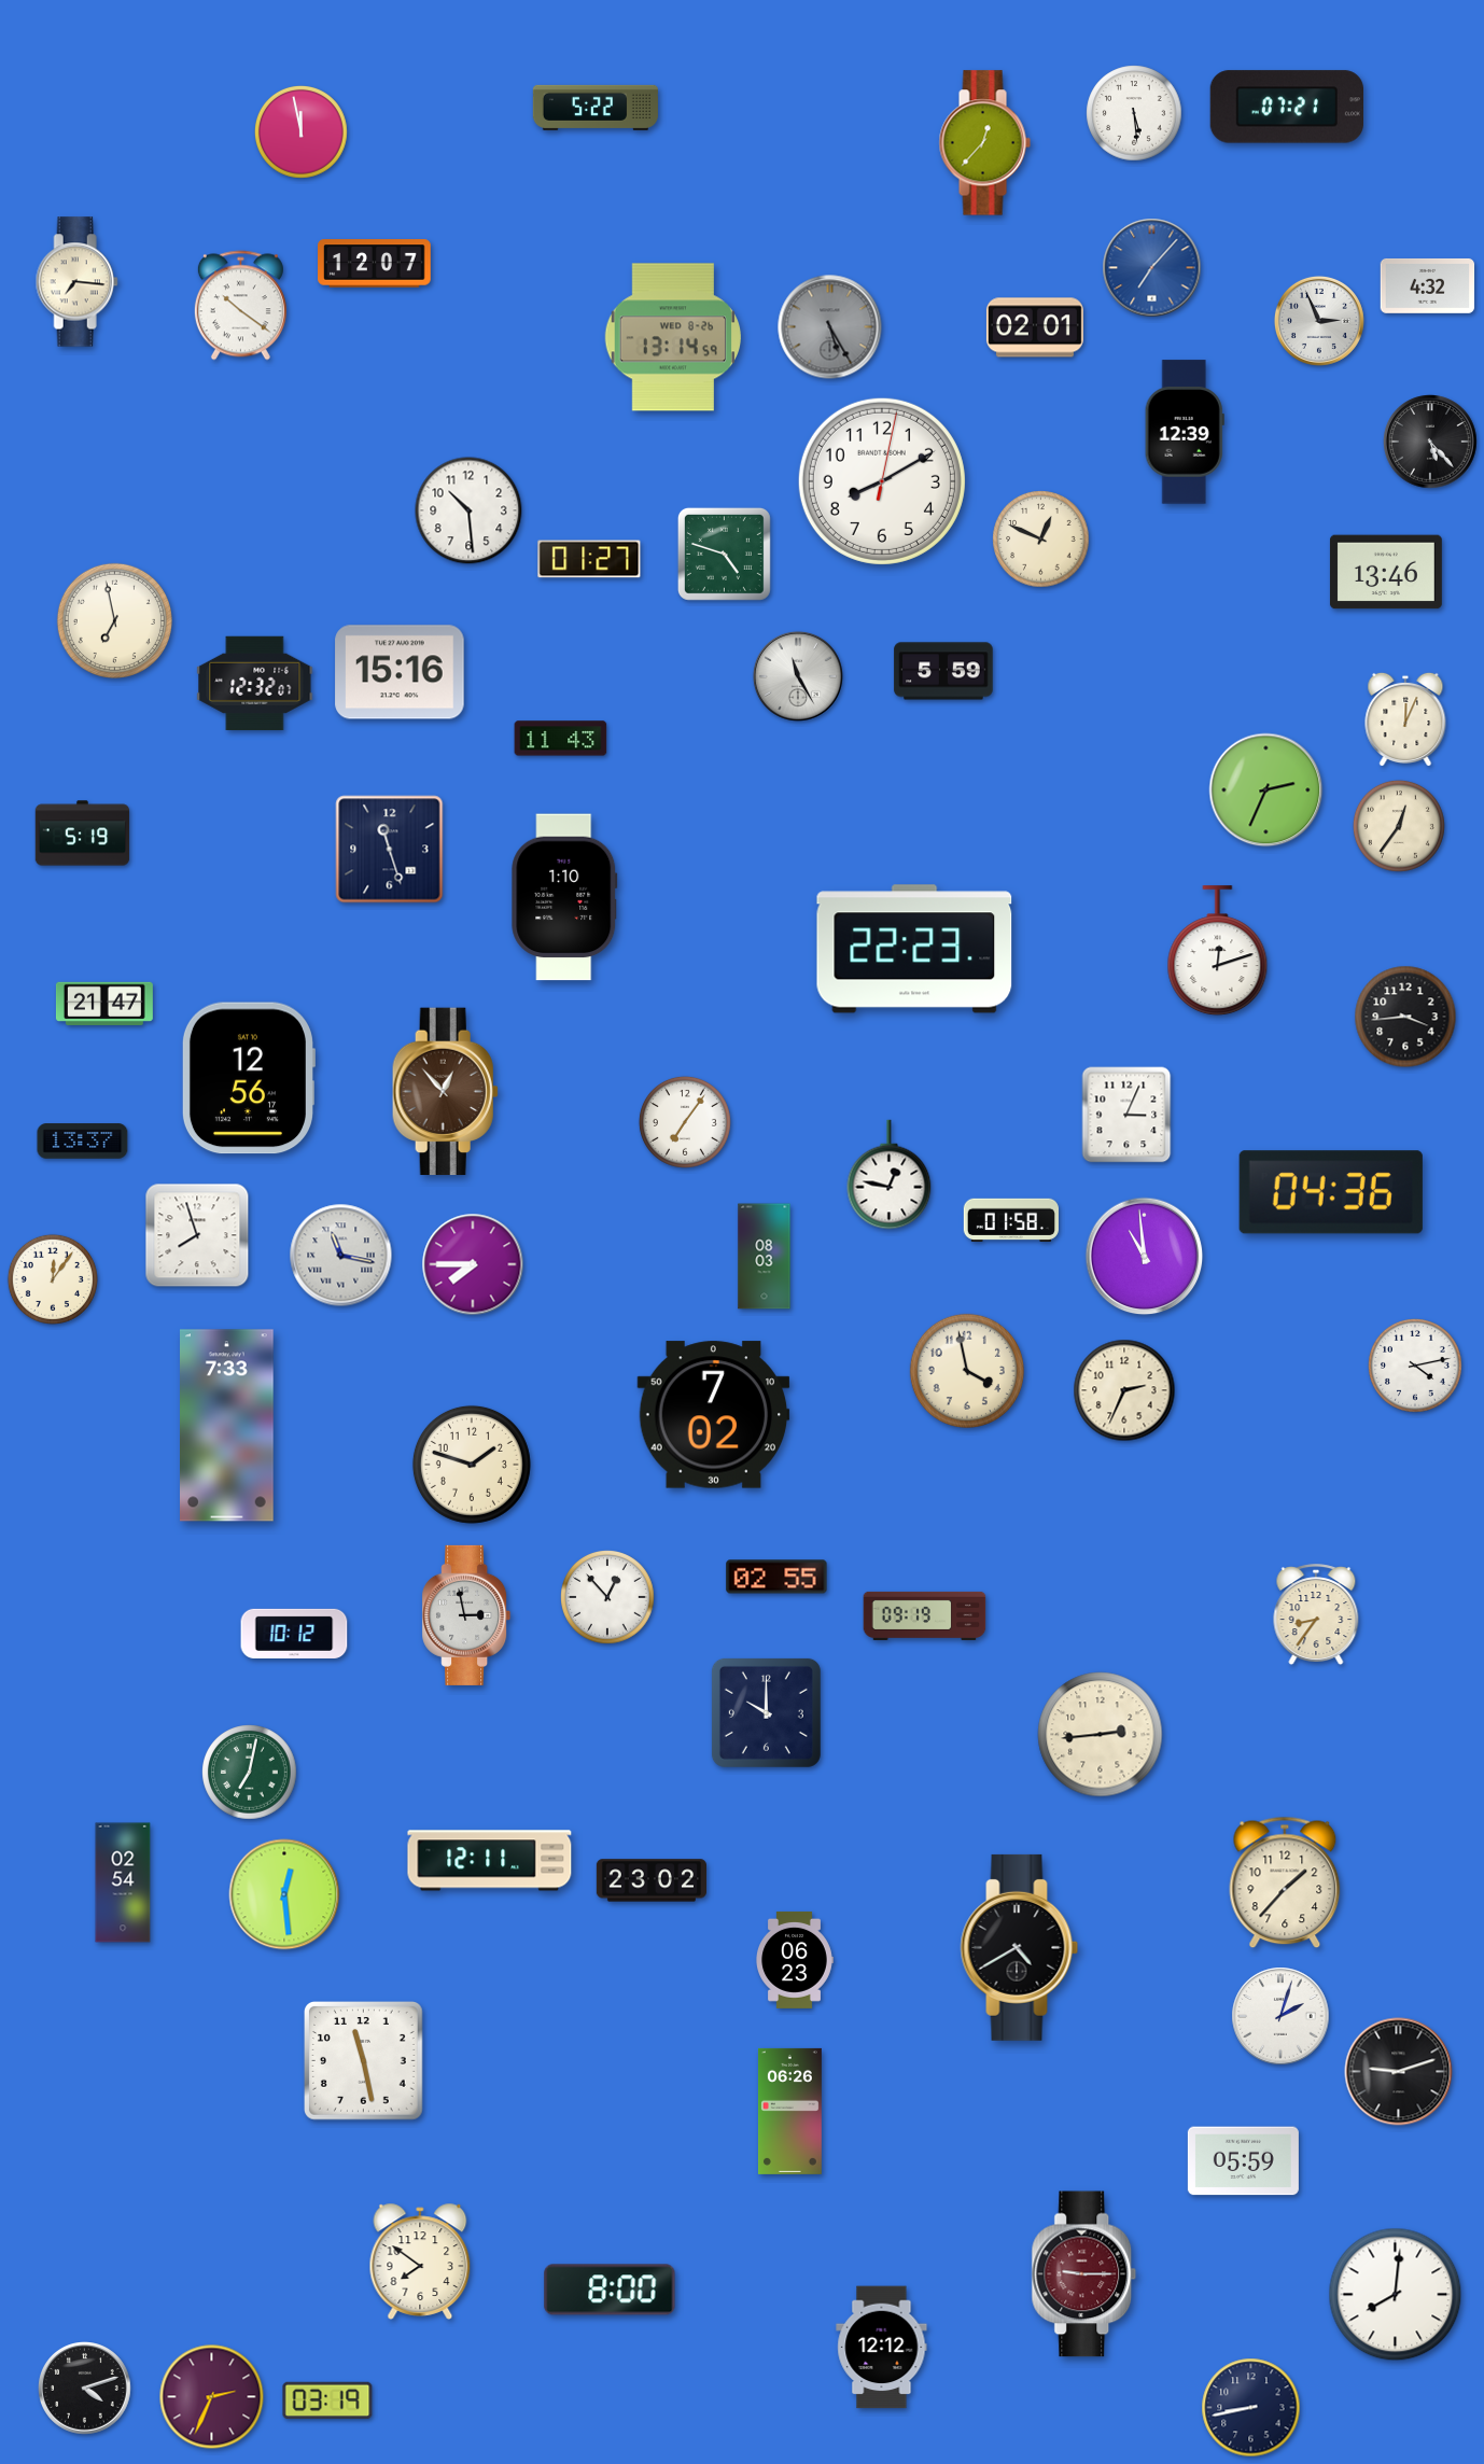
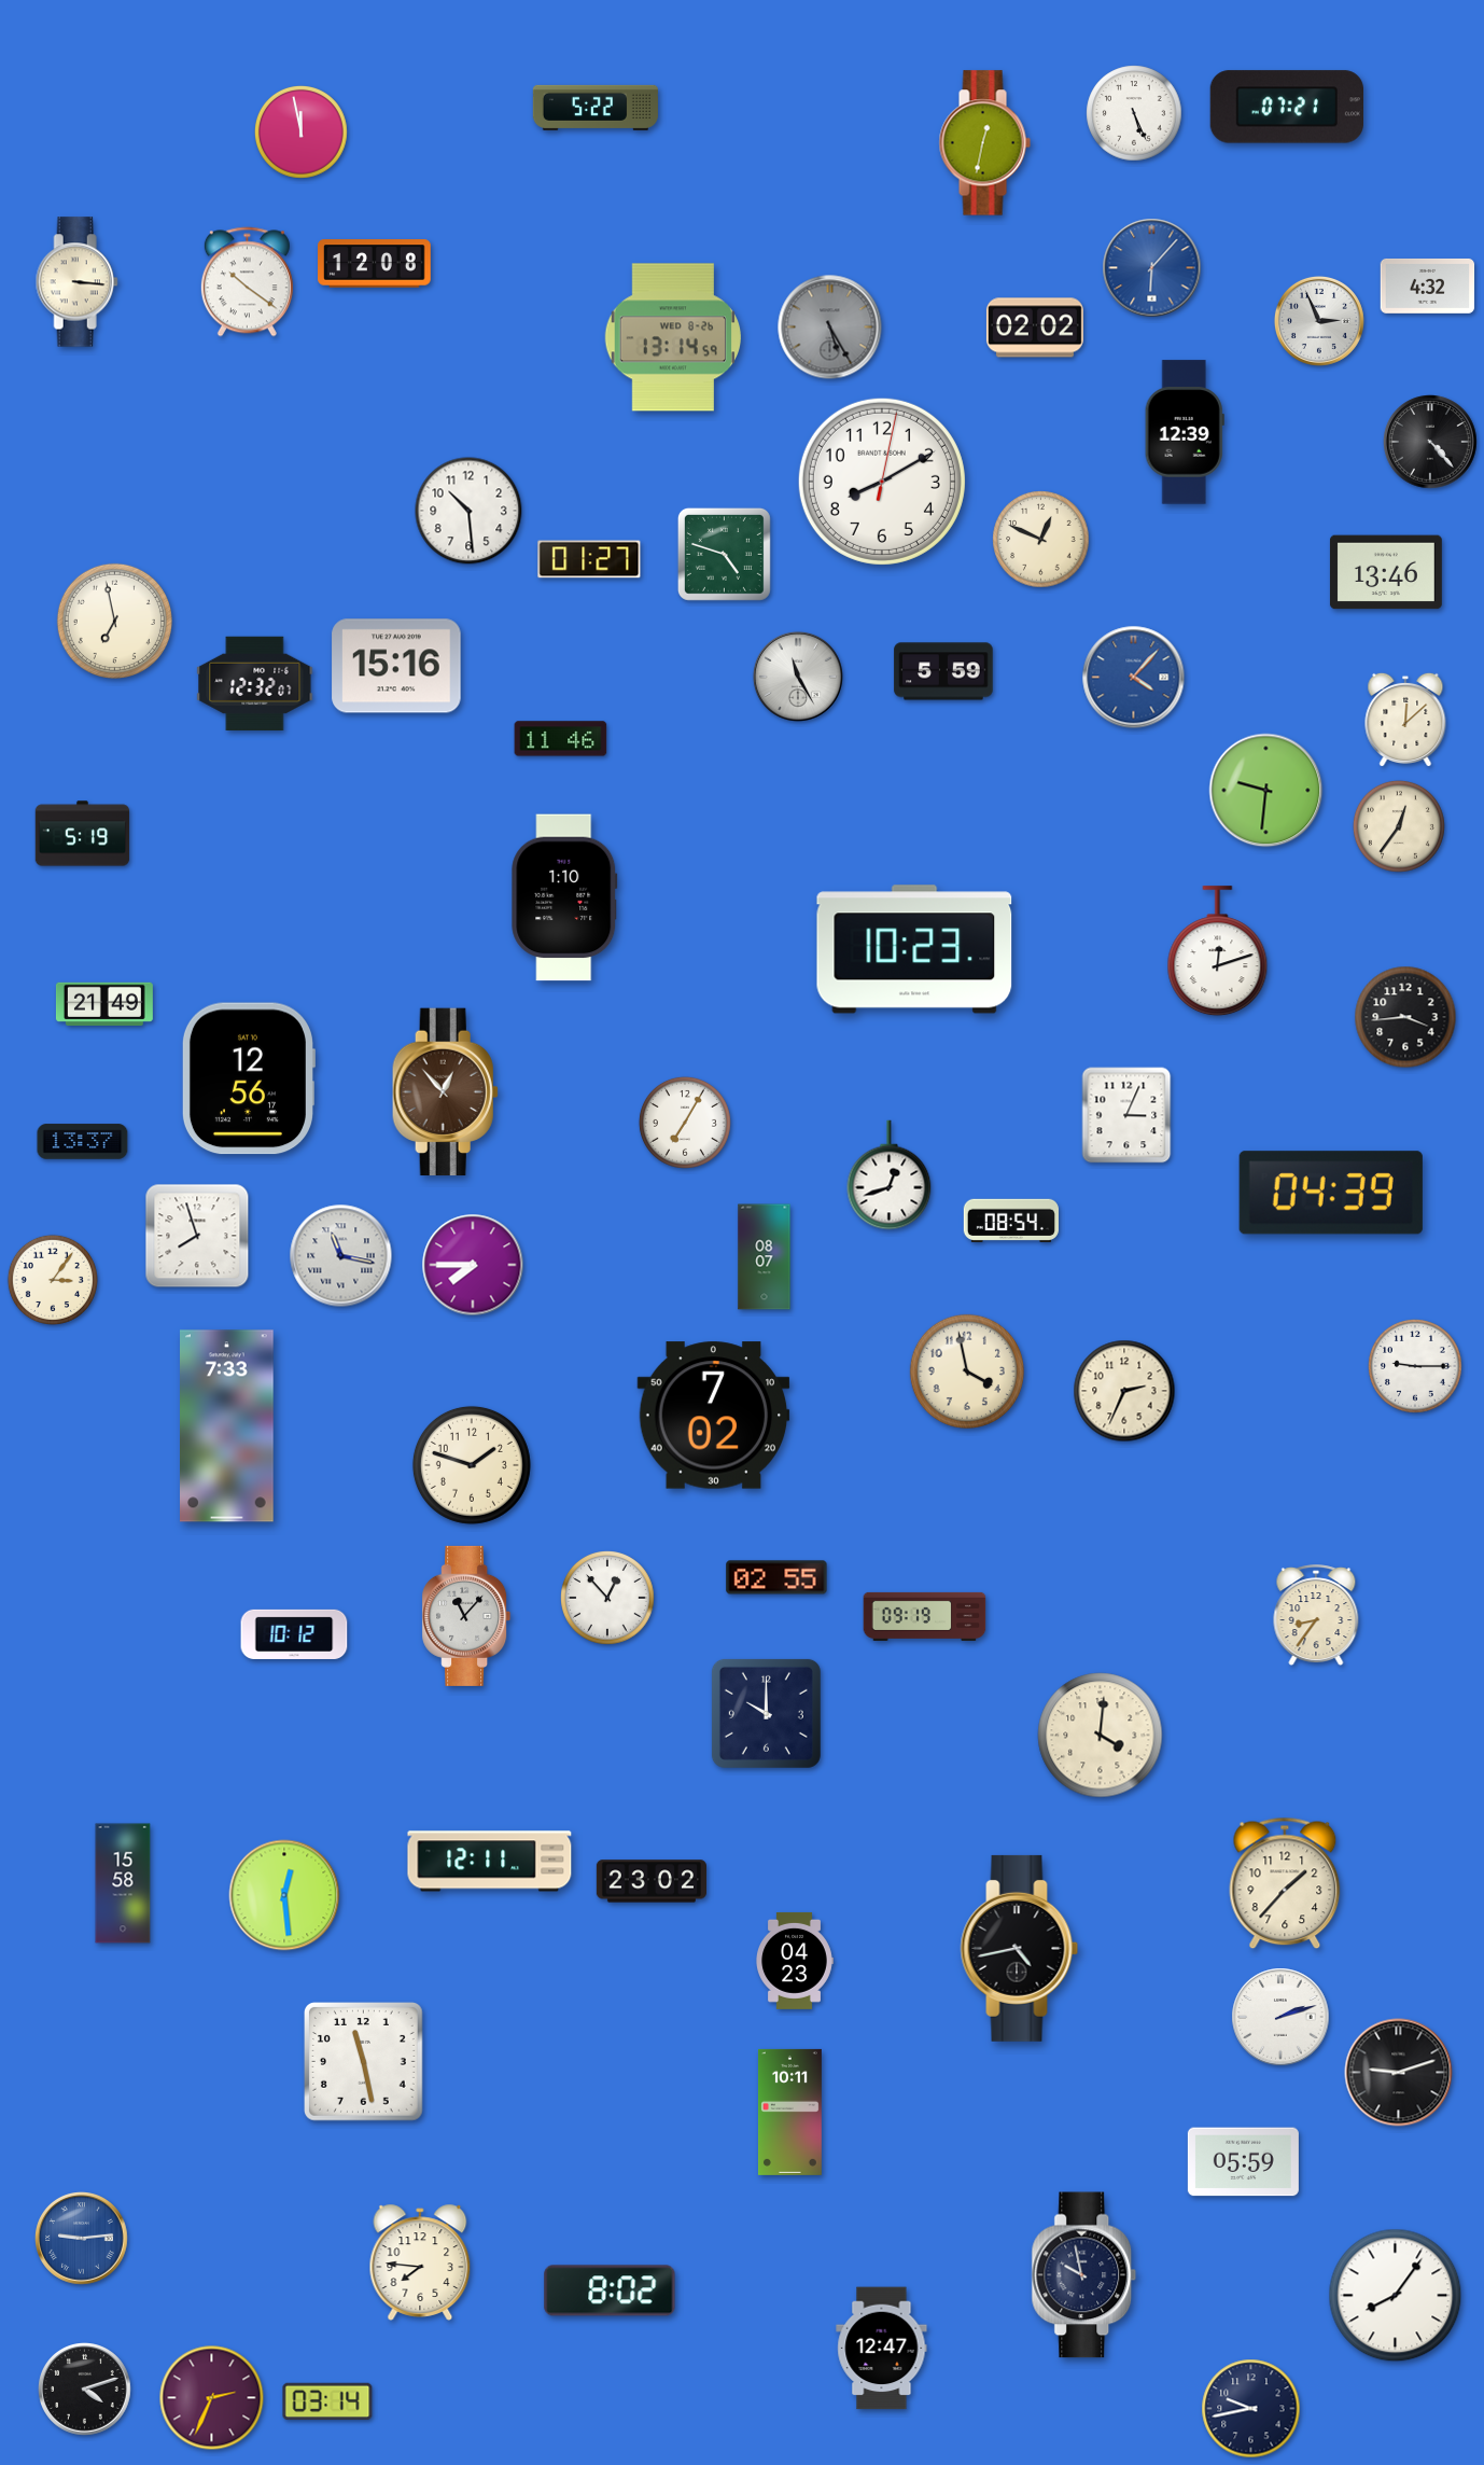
clock at (1134, 113): 5:29 -> 5:26
clock at (984, 143): 12:37 -> 12:32
clock at (375, 264): 12:07 -> 12:08
clock at (1152, 268): 7:07 -> 6:07
clock at (76, 282): 7:16 -> 3:16
clock at (240, 306) position: (240, 306) -> (247, 282)
clock at (1035, 327): 02:01 -> 02:02
clock at (1430, 442): 5:23 -> 4:23
clock at (400, 672) position: (400, 672) -> (396, 666)
clock at (1134, 678): none -> 4:07
clock at (1405, 719): 12:04 -> 12:08
clock at (561, 739): 11:43 -> 11:46
clock at (1266, 790): 2:34 -> 9:31
clock at (390, 850): 11:27 -> none
clock at (914, 949): 22:23 -> 10:23
clock at (104, 1004): 21:47 -> 21:49
clock at (685, 1122): 7:06 -> 7:05
clock at (890, 1175): 12:47 -> 12:42
clock at (1331, 1192): 04:36 -> 04:39
clock at (1010, 1219): 01:58 -> 08:54
clock at (765, 1257): 08:03 -> 08:07
clock at (1145, 1257): 10:59 -> none
clock at (53, 1279): 12:06 -> 3:06
clock at (1416, 1367): 4:13 -> 9:15
clock at (466, 1615): 2:58 -> 11:07
clock at (1101, 1735): 2:44 -> 4:01
clock at (250, 1773): 7:02 -> none
clock at (123, 1882): 02:54 -> 15:58
clock at (1020, 1947): 4:40 -> 4:43
clock at (795, 1960): 06:23 -> 04:23
clock at (1280, 2016): 2:03 -> 2:12
clock at (789, 2111): 06:26 -> 10:11
clock at (82, 2239): none -> 9:14
clock at (420, 2262): 7:51 -> 7:46
clock at (1084, 2274): 9:15 -> 9:58
clock at (1084, 2274) dial: burgundy -> navy
clock at (610, 2290): 8:00 -> 8:02
clock at (1396, 2295): 8:01 -> 8:06
clock at (882, 2348): 12:12 -> 12:47
clock at (327, 2400): 03:19 -> 03:14
clock at (1251, 2408): 8:43 -> 9:43
